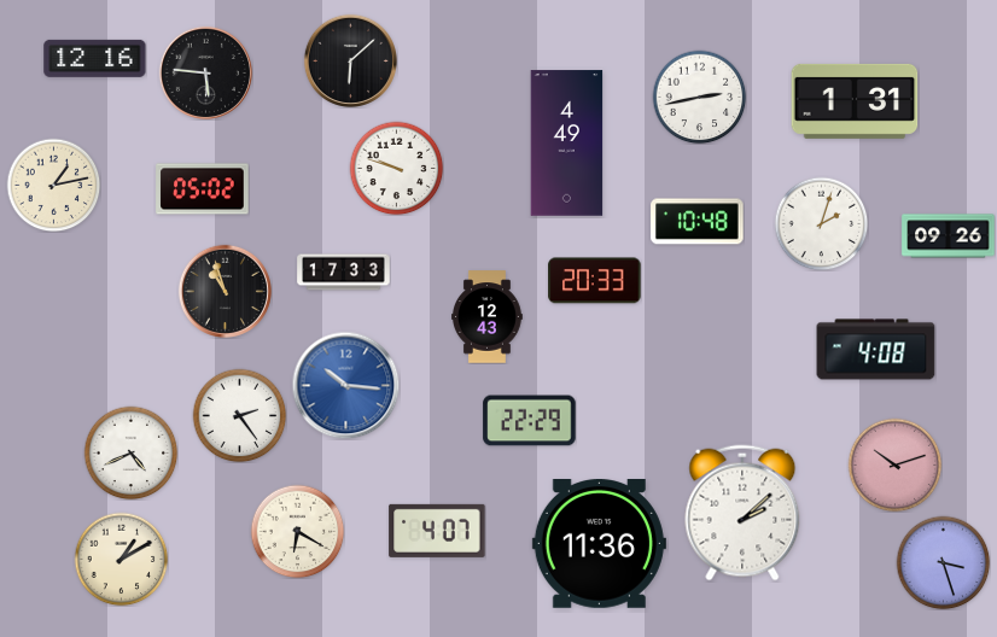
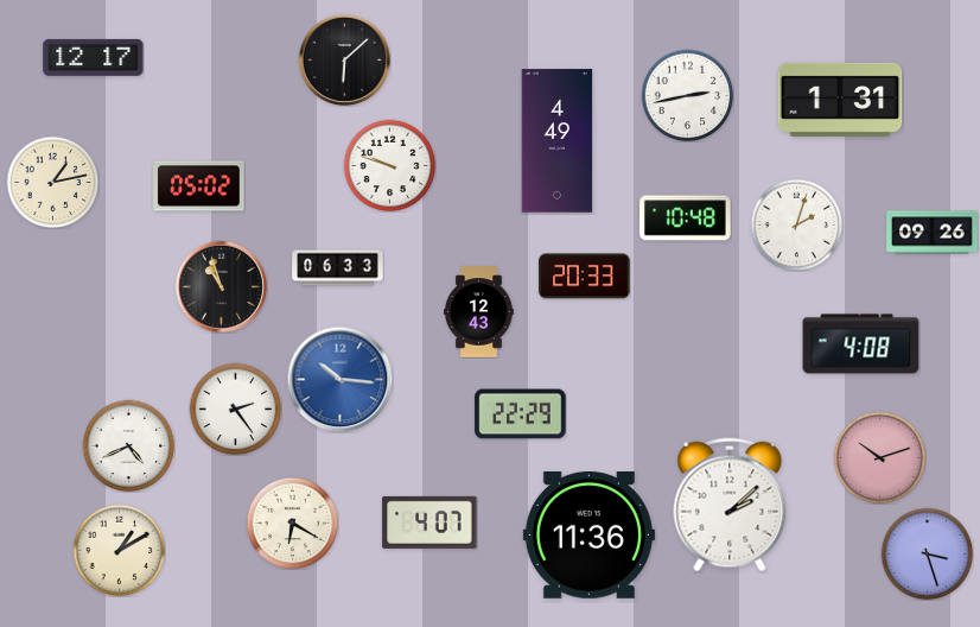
clock at (95, 58): 12:16 -> 12:17
clock at (205, 72): 5:46 -> none
clock at (821, 223) position: (821, 223) -> (796, 224)
clock at (344, 273): 17:33 -> 06:33
